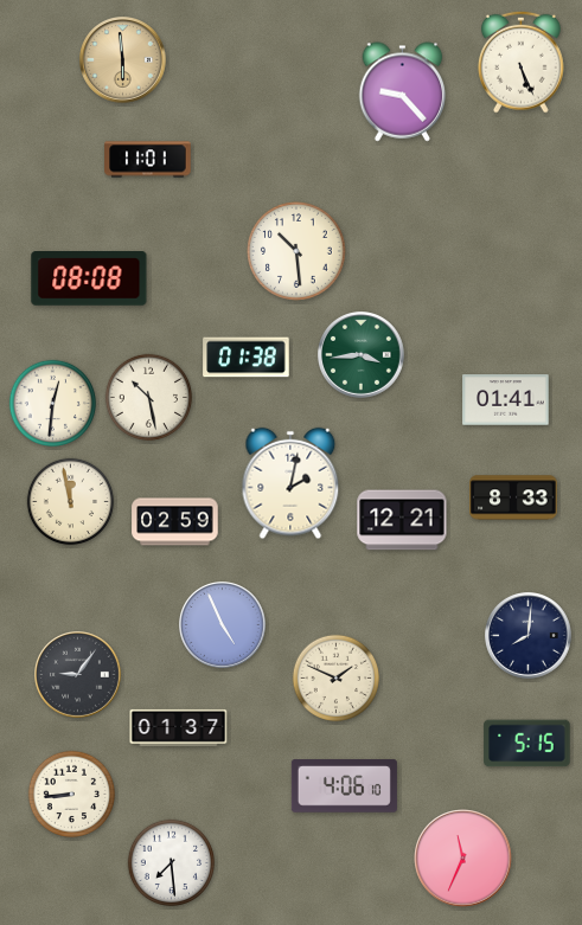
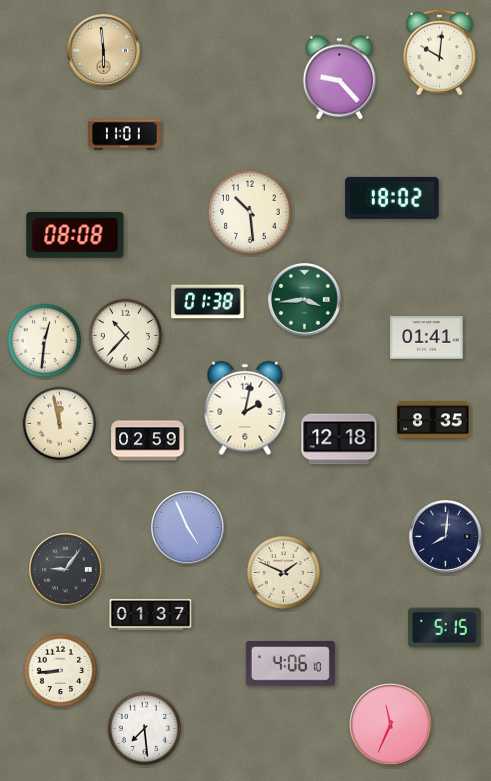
clock at (520, 62): 5:26 -> 10:01
clock at (392, 198): none -> 18:02
clock at (149, 398): 10:28 -> 10:37
clock at (513, 497): 8:33 -> 8:35
clock at (402, 520): 12:21 -> 12:18
